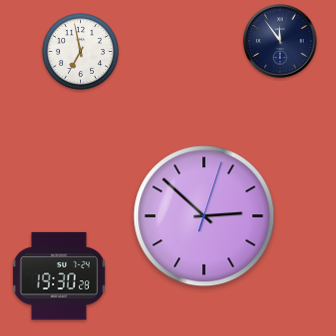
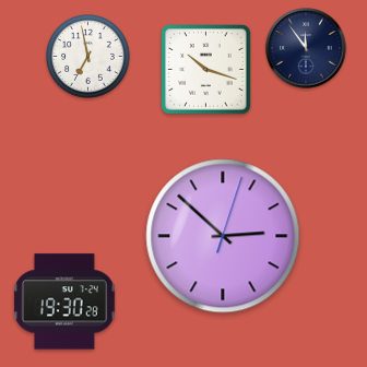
clock at (280, 41) position: (280, 41) -> (306, 48)
clock at (206, 70): none -> 10:18
